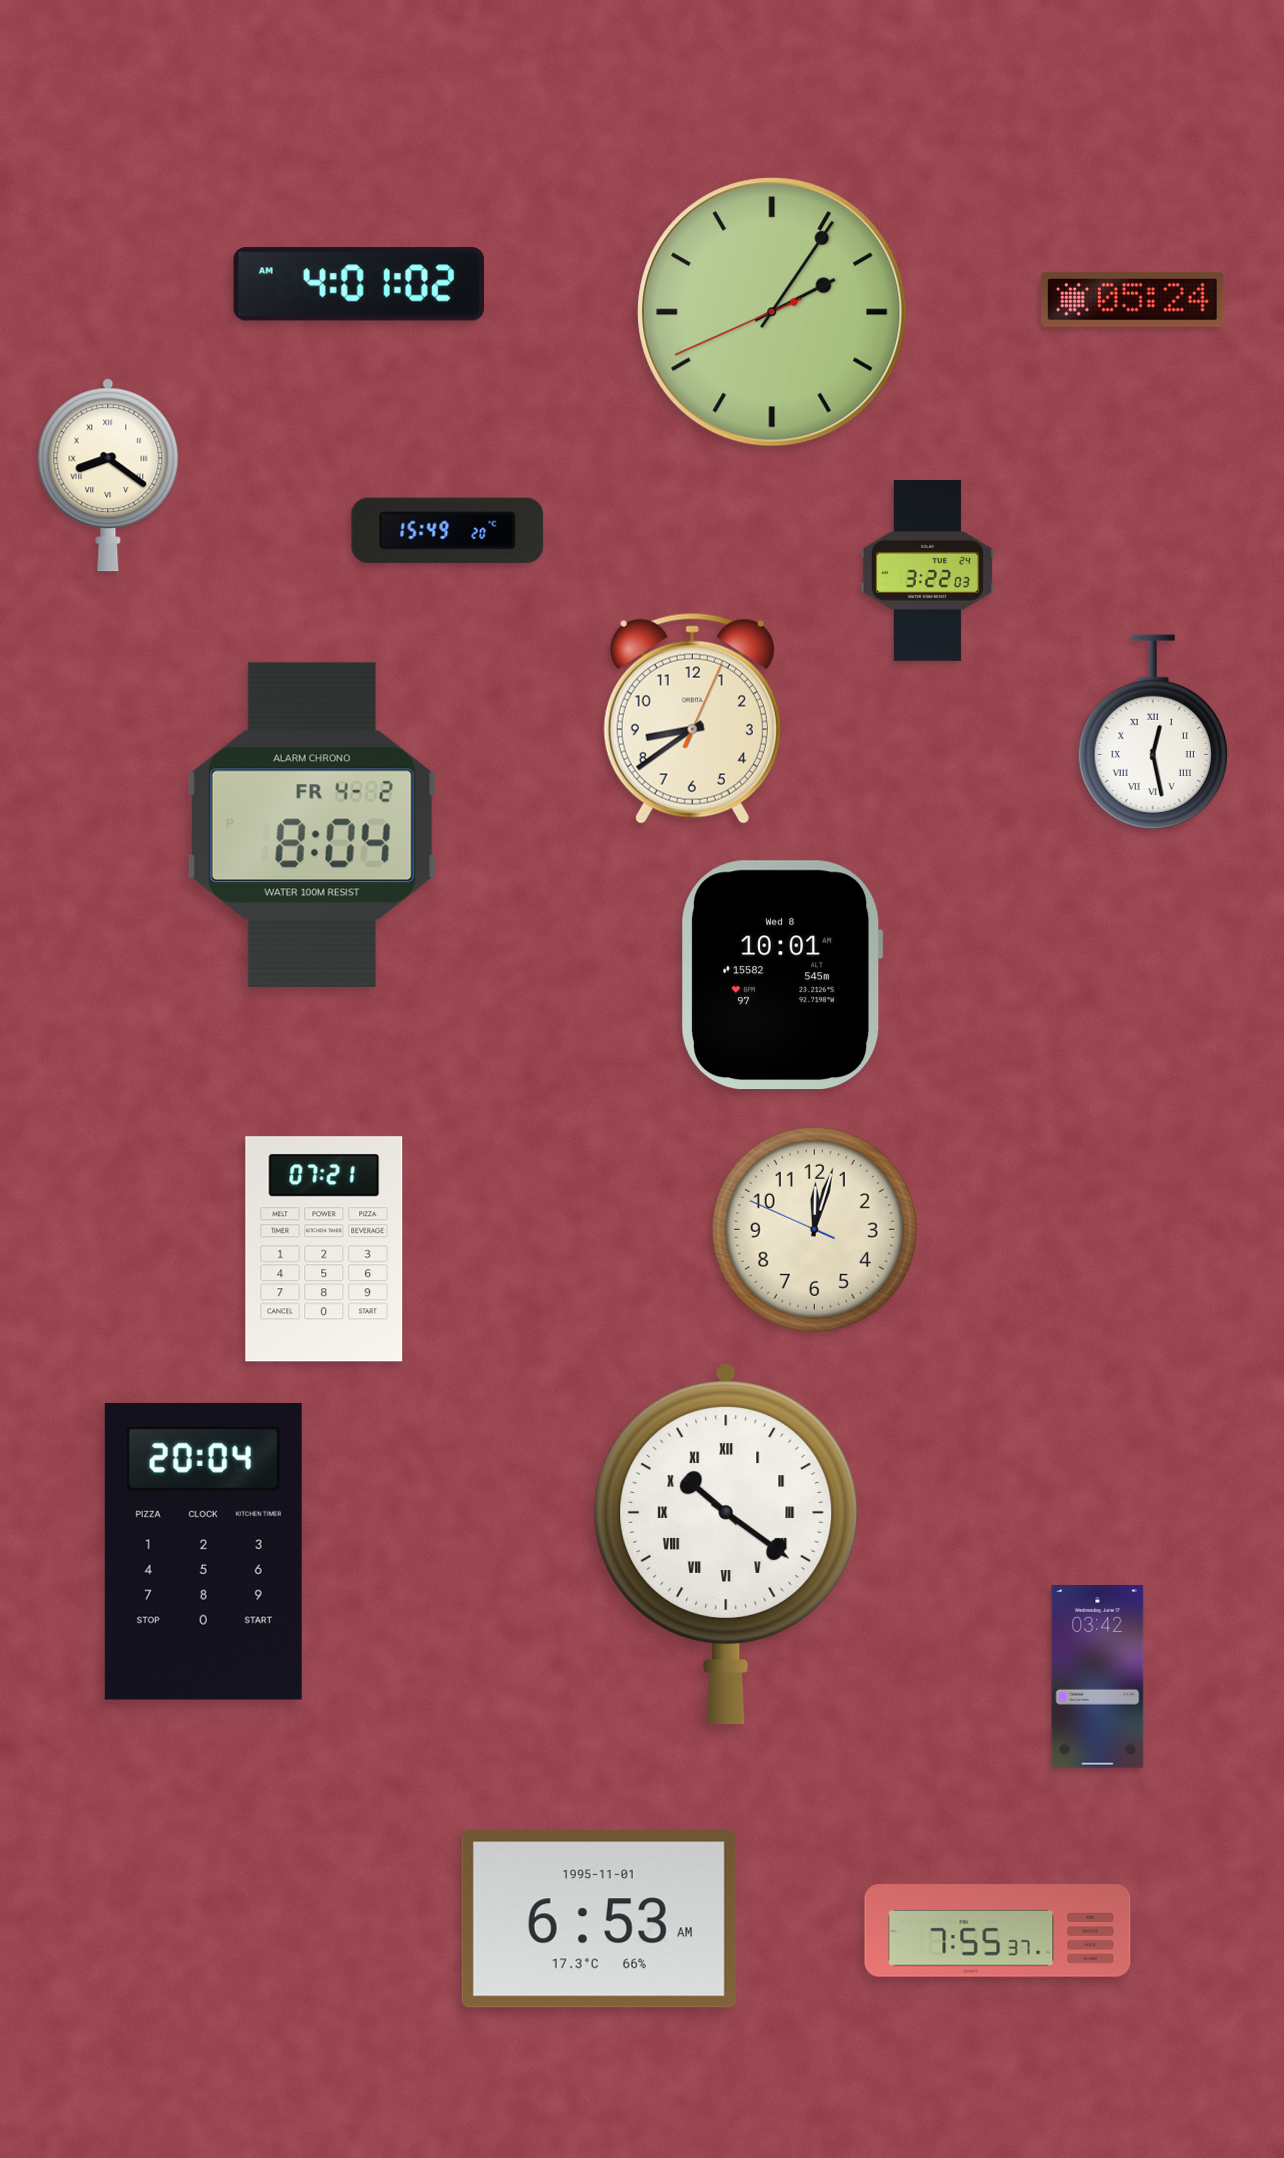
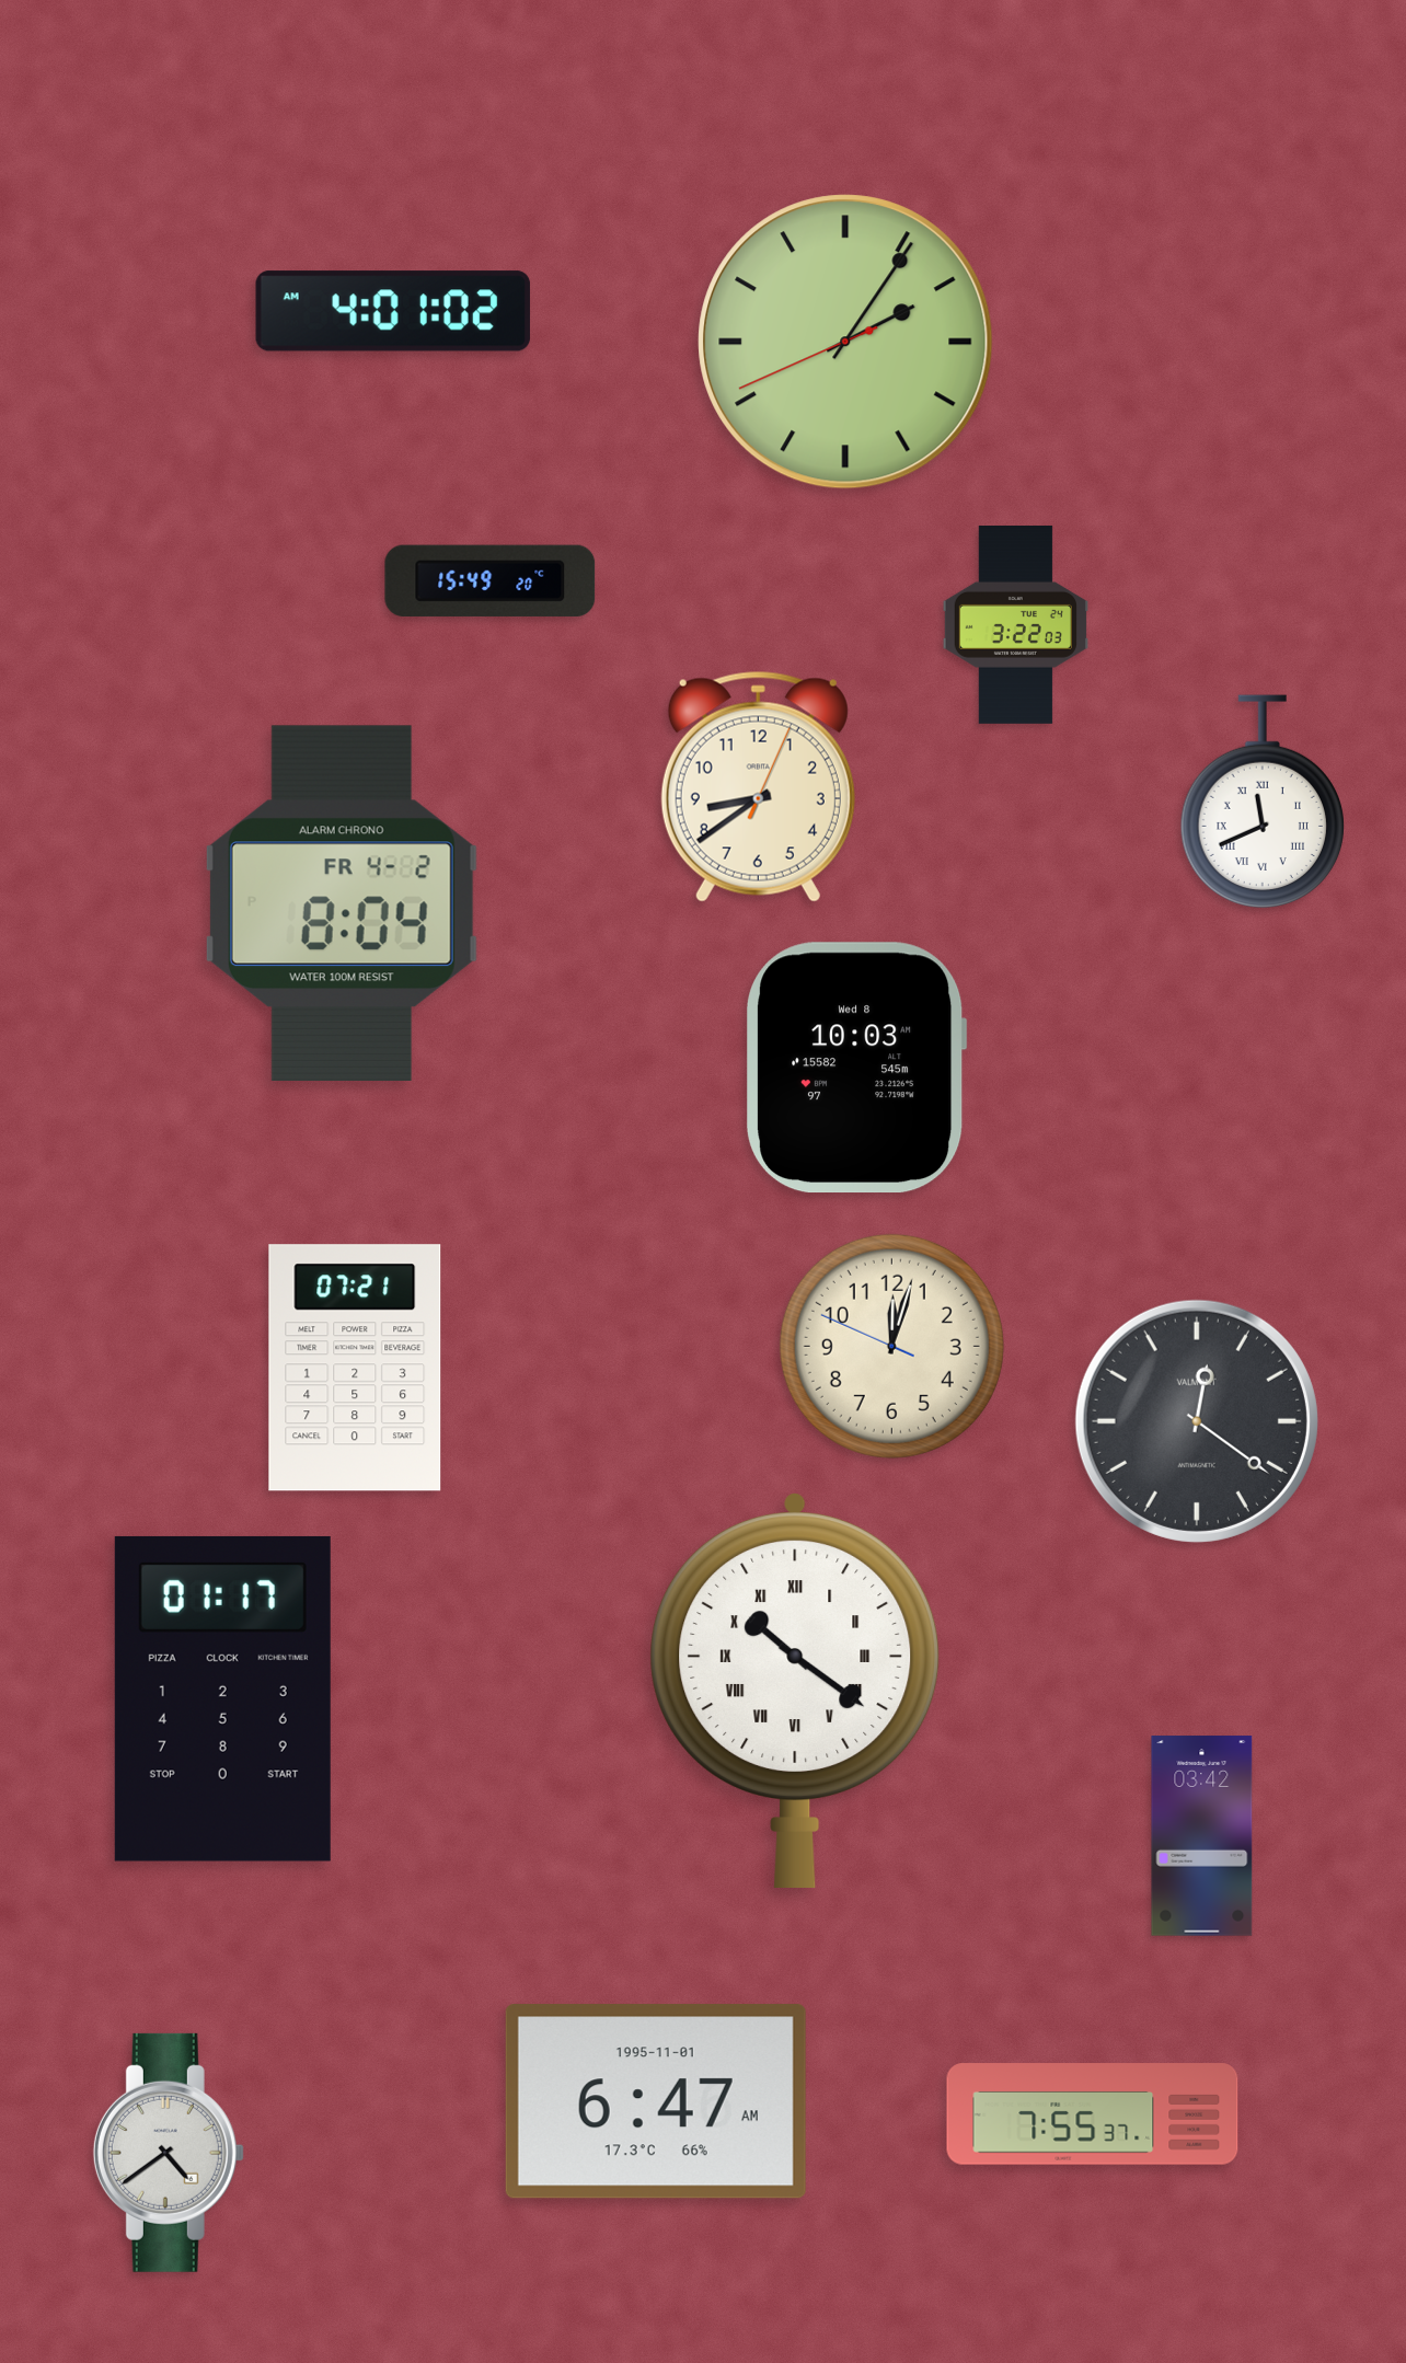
clock at (1132, 299): 05:24 -> none
clock at (108, 475): 8:21 -> none
clock at (1153, 732): 12:28 -> 11:41
clock at (782, 975): 10:01 -> 10:03
clock at (1197, 1421): none -> 12:21
clock at (203, 1551): 20:04 -> 01:17
clock at (599, 1919): 6:53 -> 6:47
clock at (169, 2153): none -> 4:39
